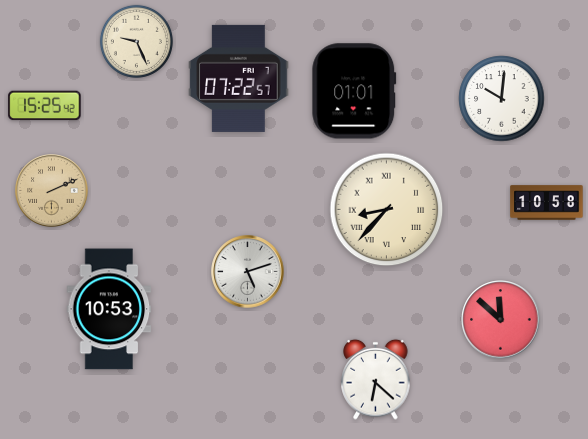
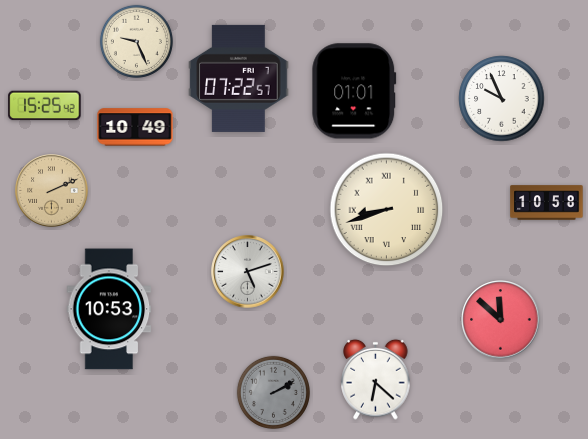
clock at (502, 99): 10:01 -> 9:56
clock at (135, 127): none -> 10:49
clock at (387, 210): 8:37 -> 8:42
clock at (273, 392): none -> 2:10
